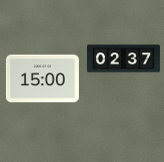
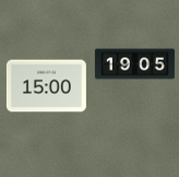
clock at (123, 59): 02:37 -> 19:05
